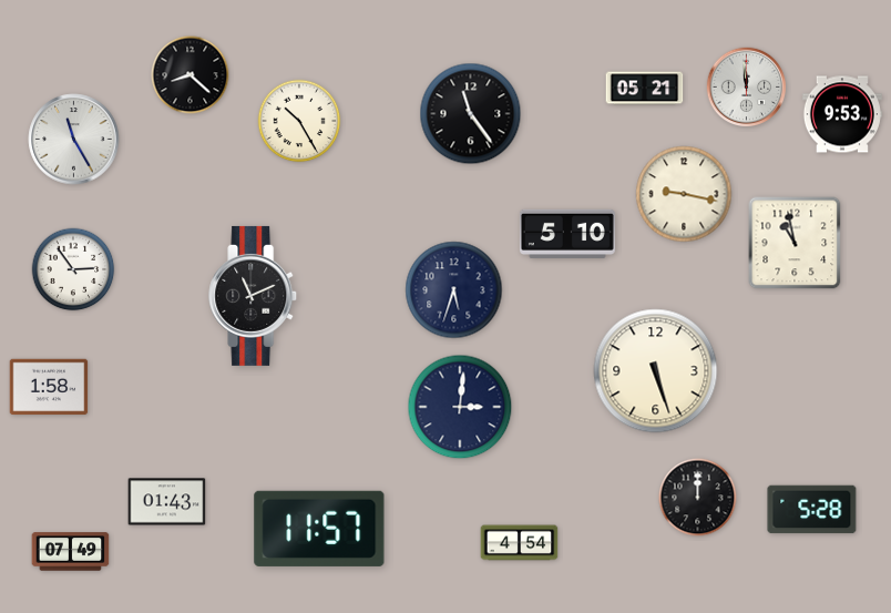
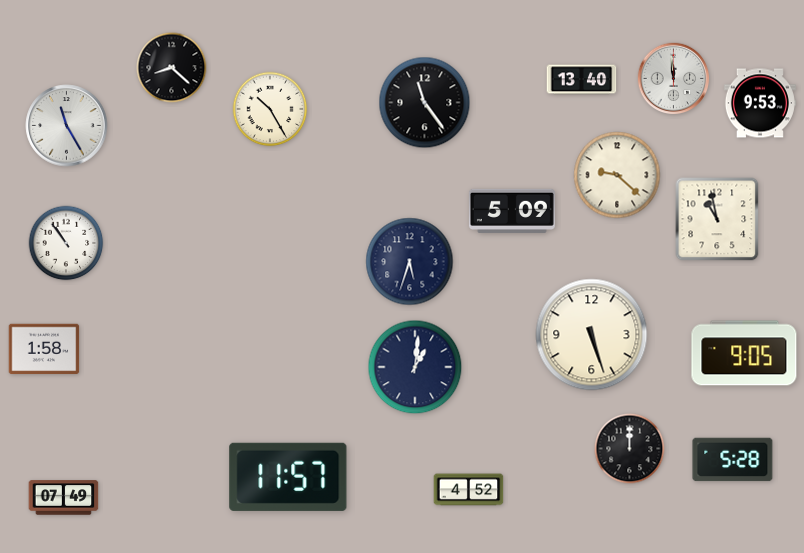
clock at (645, 89): 05:21 -> 13:40
clock at (684, 194): 9:17 -> 9:22
clock at (567, 234): 5:10 -> 5:09
clock at (73, 269): 2:54 -> 10:54
clock at (254, 296): 11:11 -> none
clock at (744, 353): none -> 9:05
clock at (460, 407): 3:01 -> 1:01
clock at (167, 502): 01:43 -> none
clock at (520, 543): 4:54 -> 4:52
